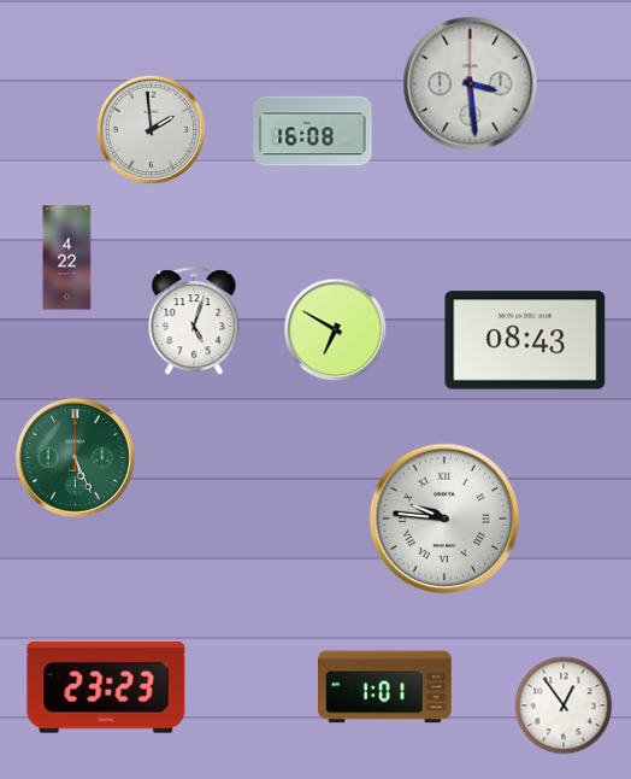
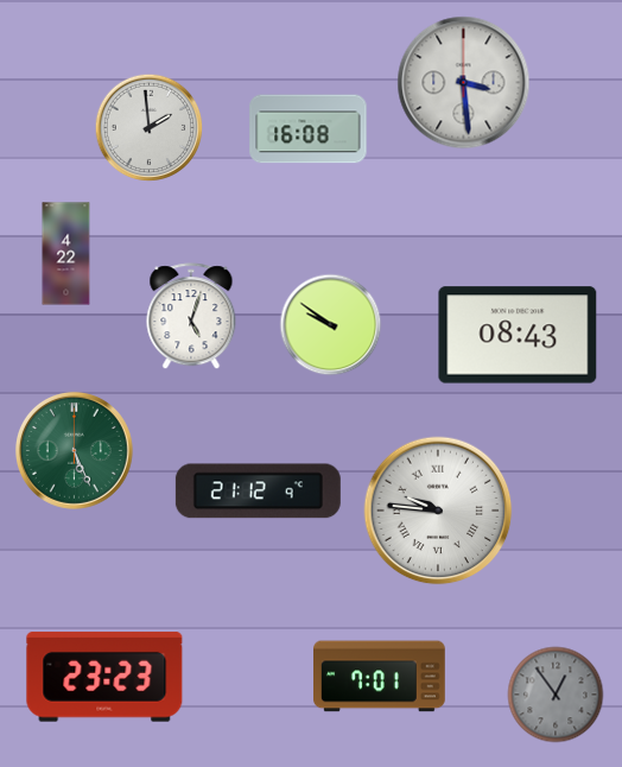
clock at (336, 330): 6:50 -> 9:51
clock at (258, 492): none -> 21:12
clock at (385, 687): 1:01 -> 7:01
clock at (564, 705) dial: white -> grey
